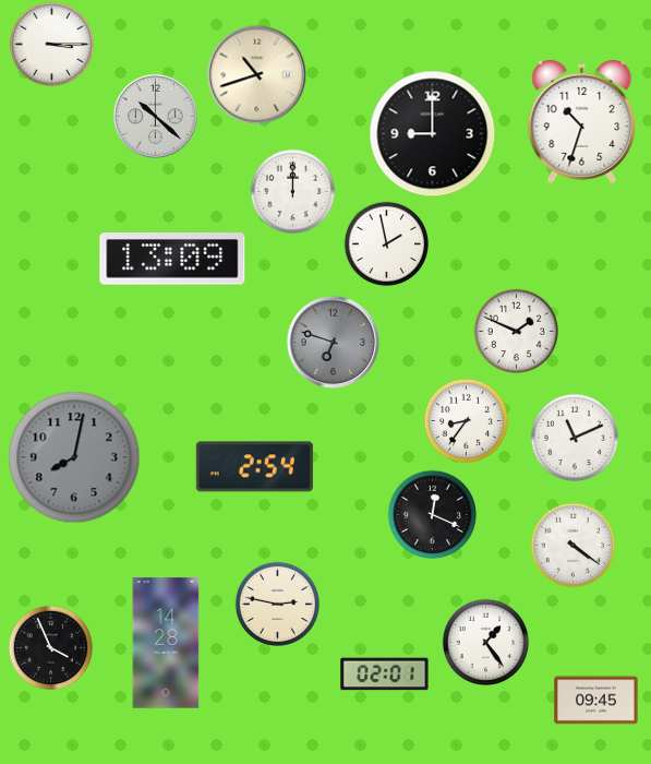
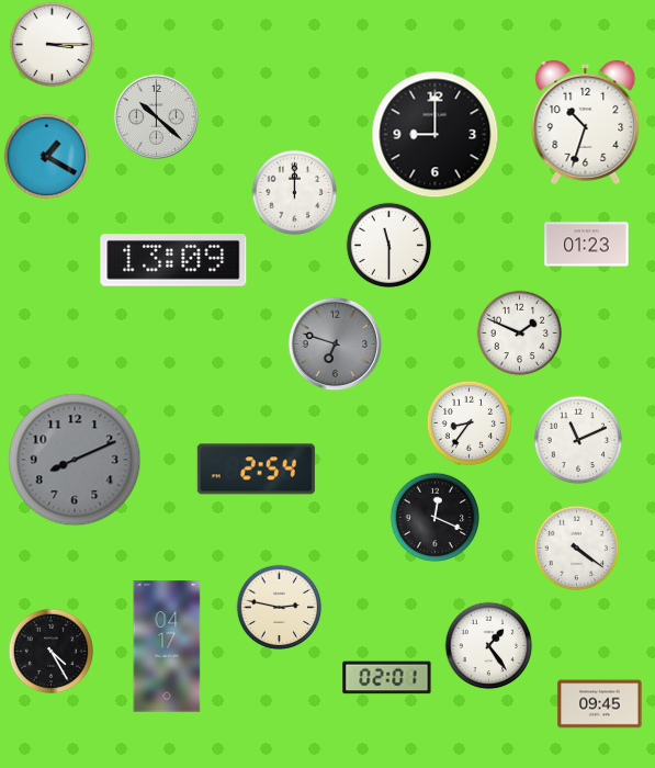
clock at (256, 74): 10:42 -> none
clock at (46, 156): none -> 1:20
clock at (386, 243): 1:58 -> 11:30
clock at (587, 245): none -> 01:23
clock at (74, 457): 8:02 -> 8:11
clock at (166, 643): 14:28 -> 04:17
clock at (50, 647): 3:56 -> 4:25
